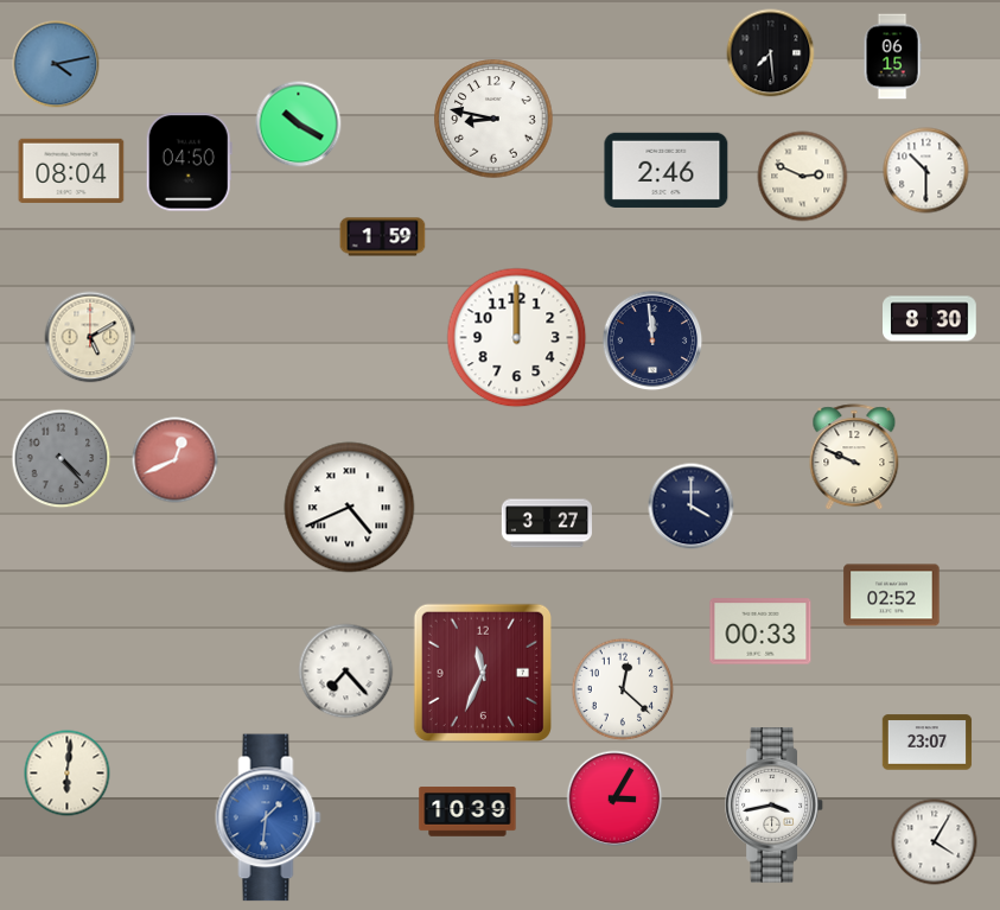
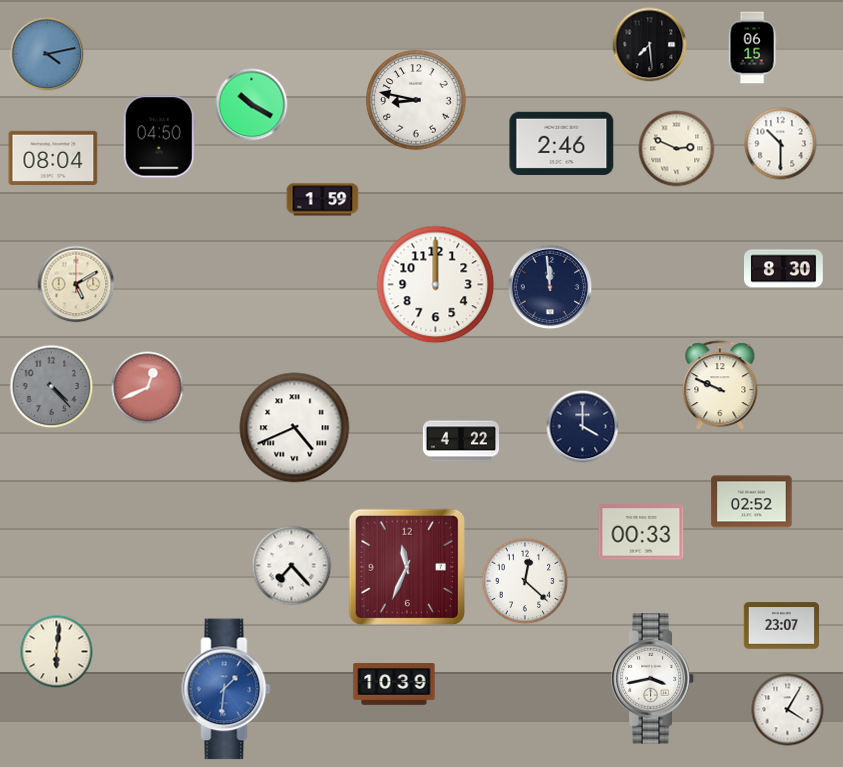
clock at (71, 171) position: (71, 171) -> (53, 158)
clock at (547, 523): 3:27 -> 4:22
clock at (614, 798): 3:05 -> none
